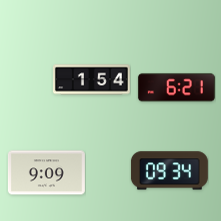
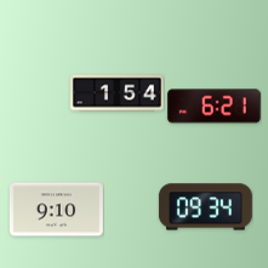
clock at (91, 80) position: (91, 80) -> (116, 93)
clock at (46, 173): 9:09 -> 9:10
